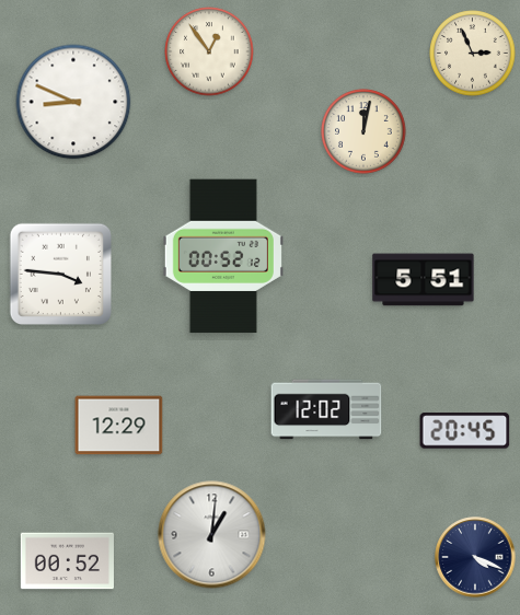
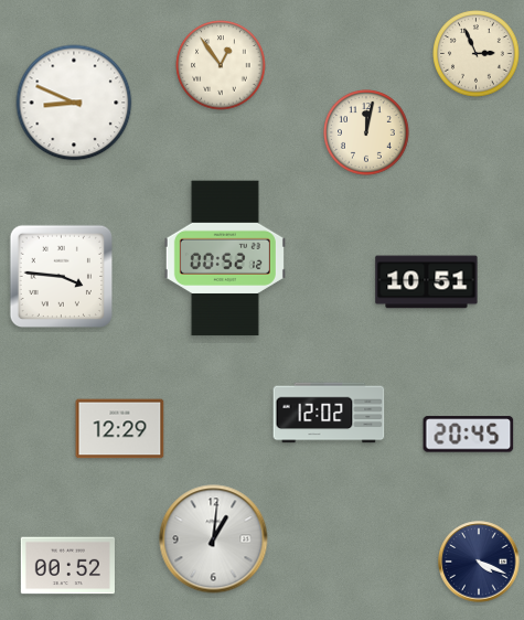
clock at (209, 51) position: (209, 51) -> (221, 65)
clock at (424, 280): 5:51 -> 10:51
